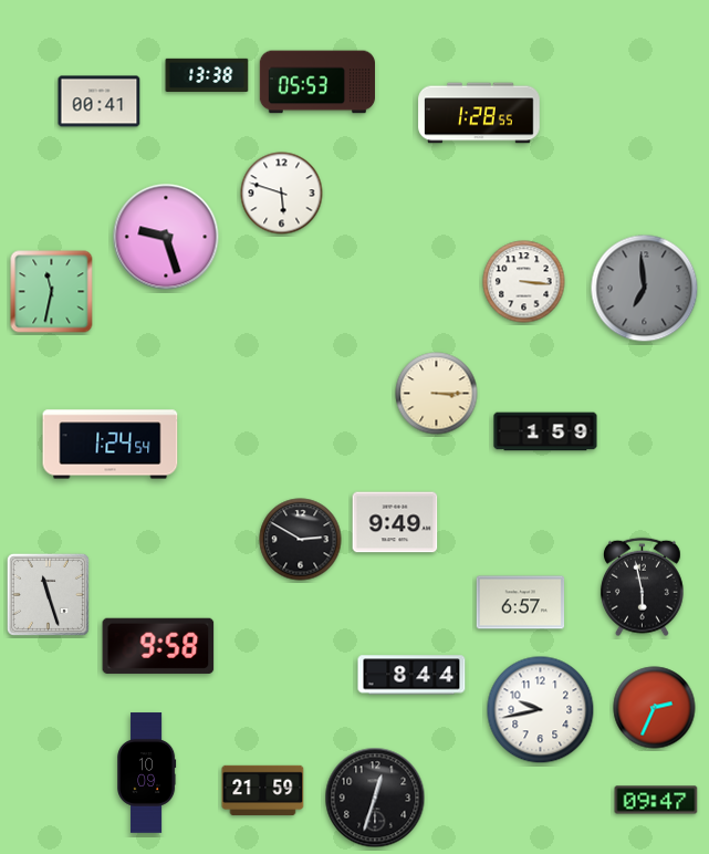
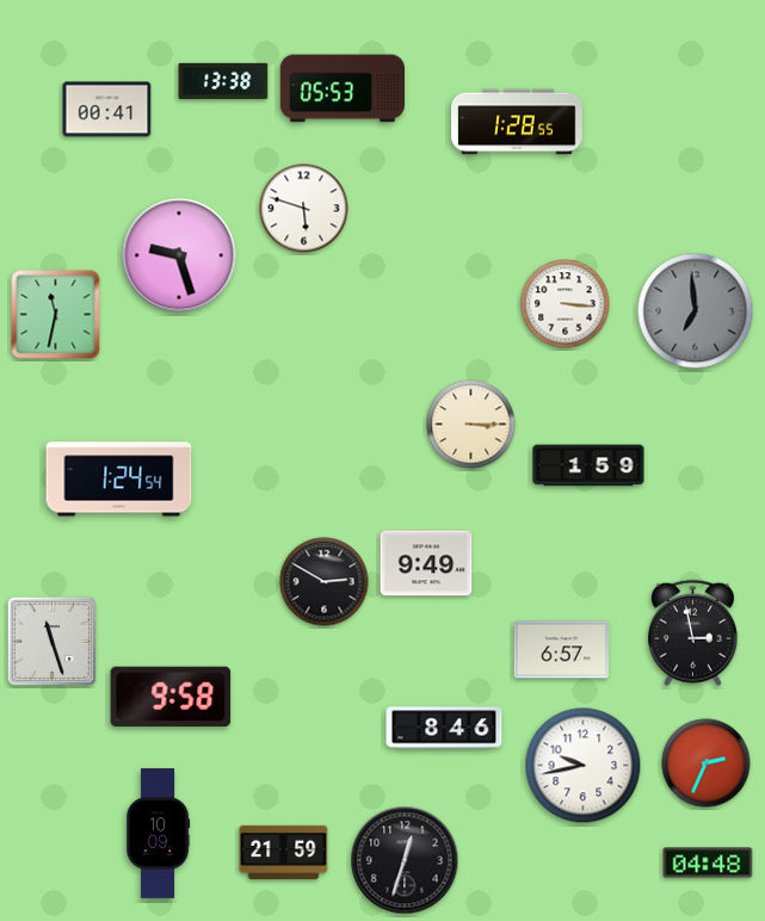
clock at (642, 587): 5:58 -> 2:58
clock at (411, 675): 8:44 -> 8:46
clock at (656, 800): 09:47 -> 04:48
